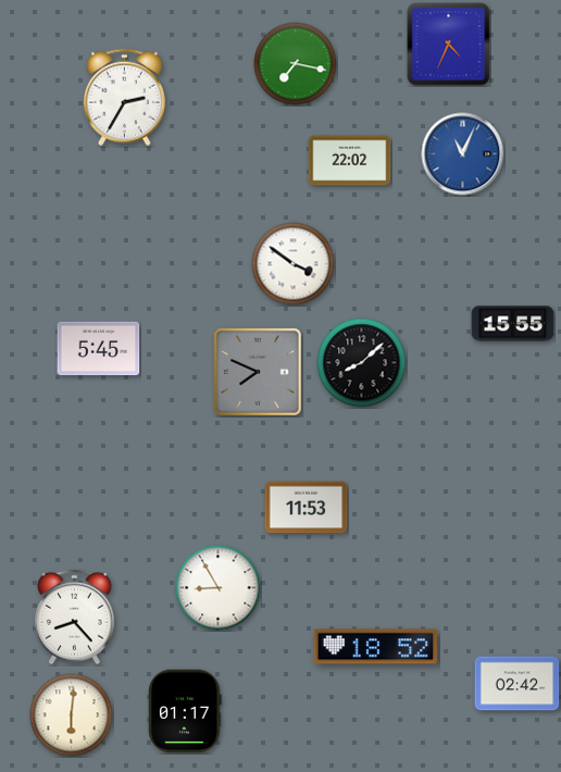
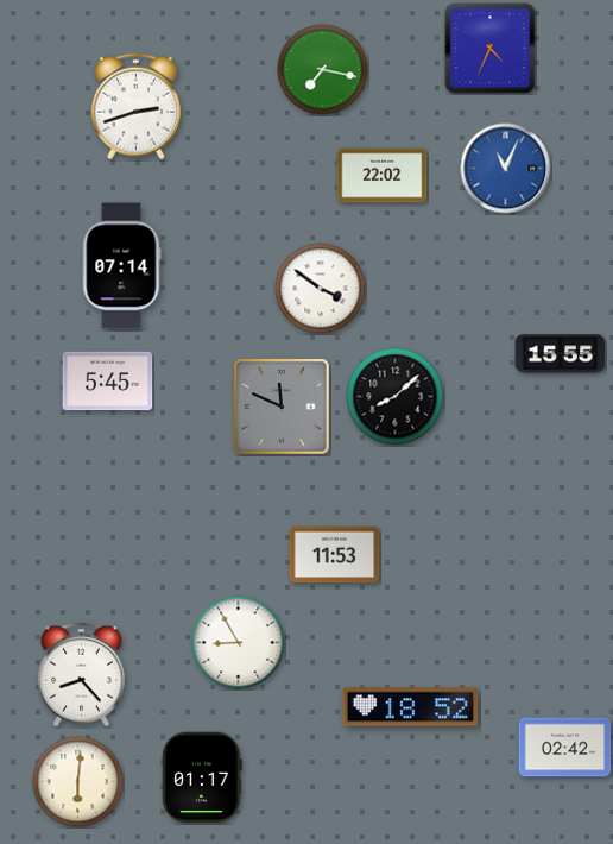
clock at (124, 98): 2:35 -> 2:42
clock at (121, 266): none -> 07:14
clock at (258, 372): 7:49 -> 11:49
